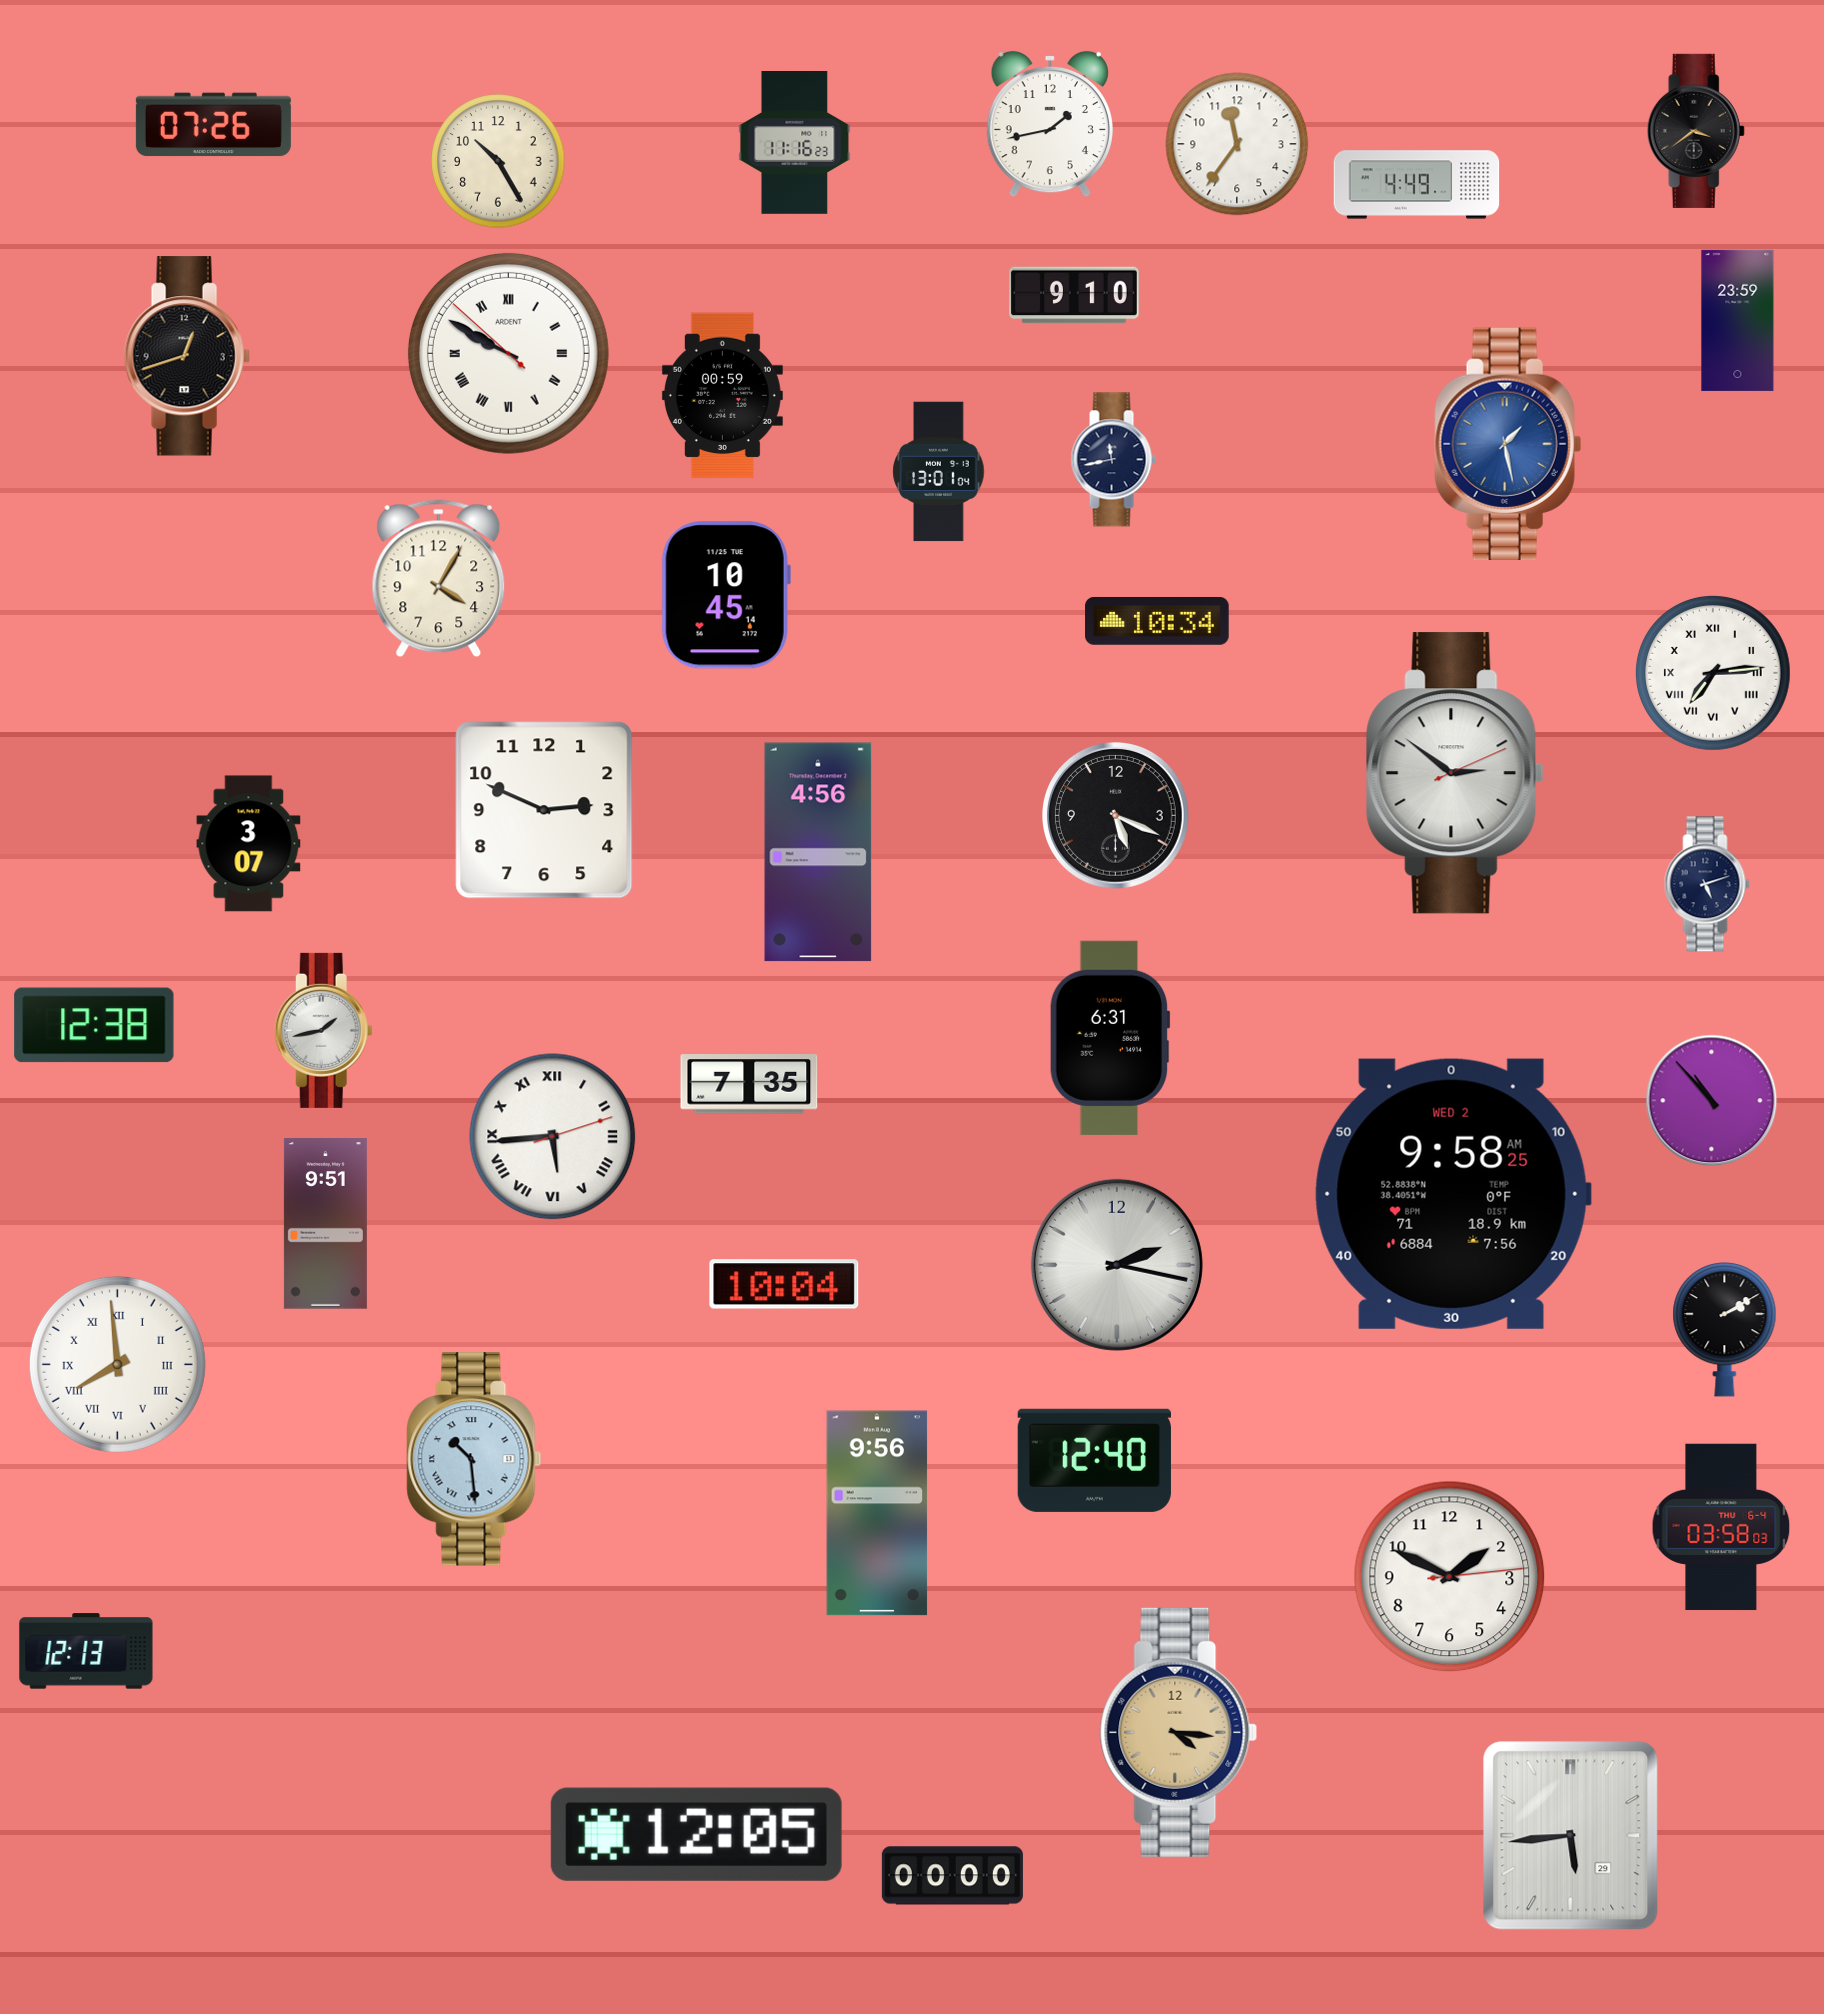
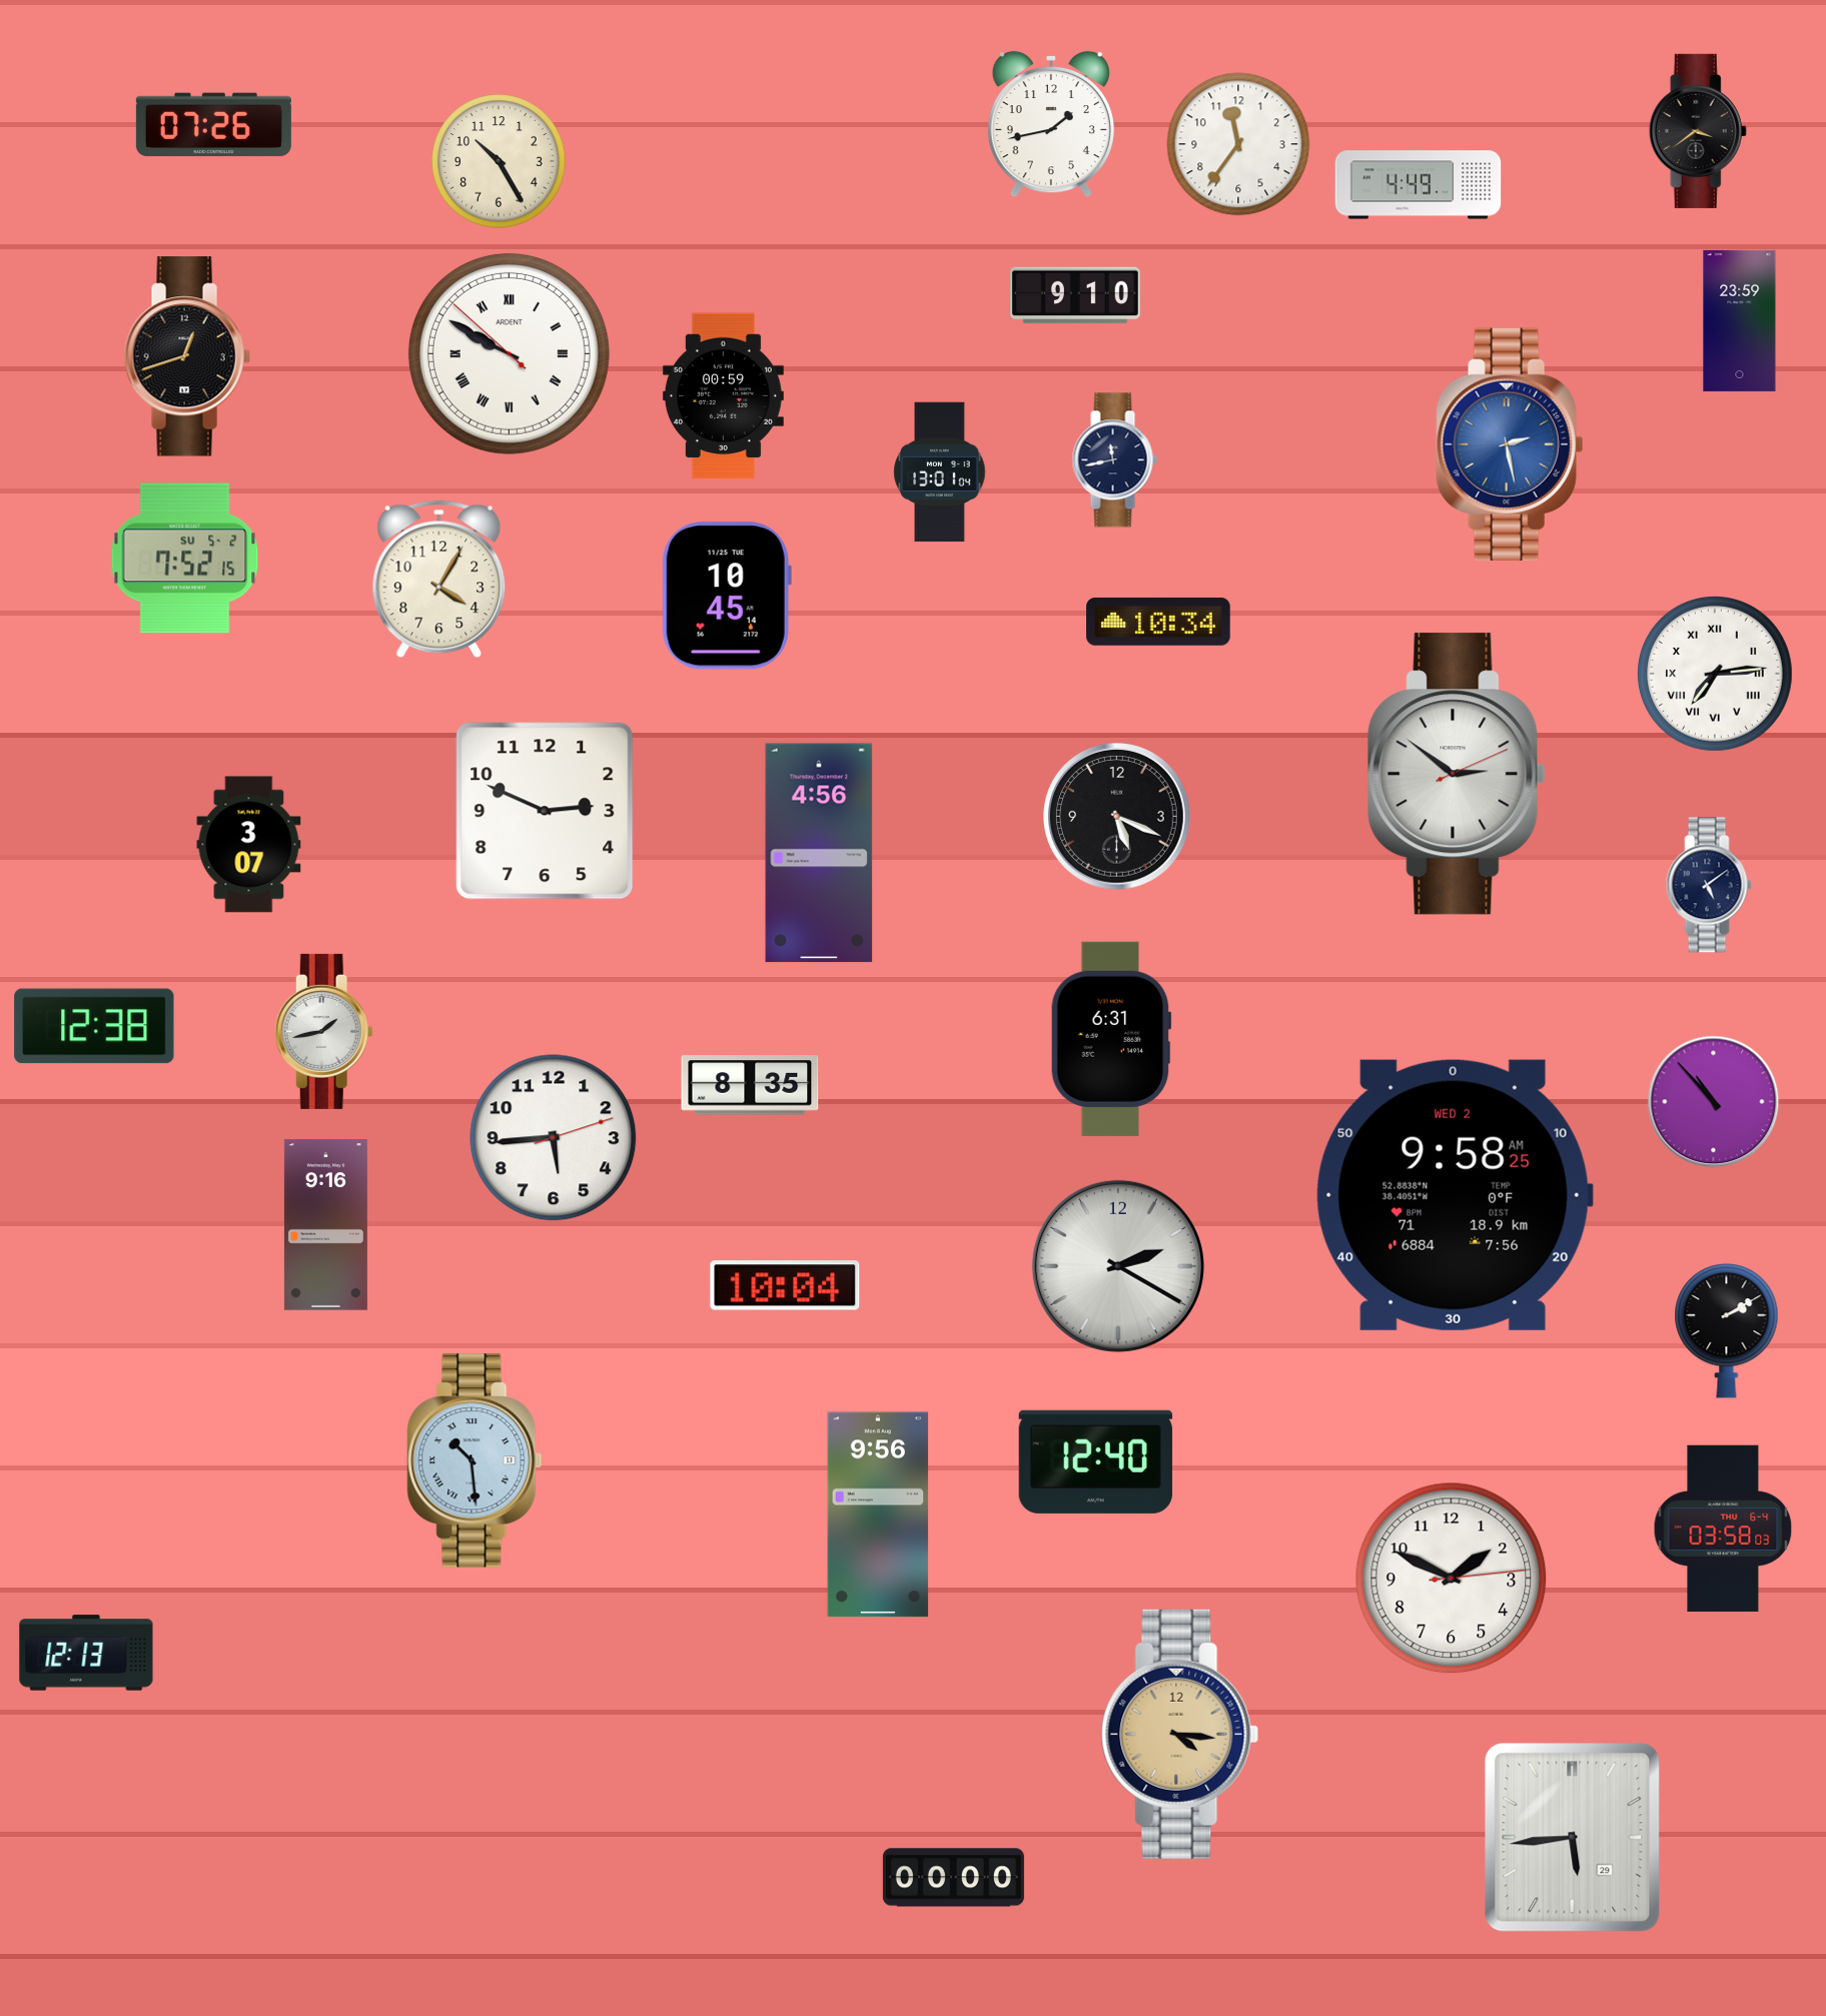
clock at (795, 143): 11:16 -> none
clock at (1508, 444): 1:28 -> 2:28
clock at (185, 559): none -> 7:52
clock at (1707, 884): 5:12 -> 5:09
clock at (749, 1084): 7:35 -> 8:35
clock at (553, 1137) numerals: Roman -> Arabic
clock at (325, 1224): 9:51 -> 9:16
clock at (1117, 1265): 2:17 -> 2:20
clock at (117, 1364): 7:59 -> none
clock at (696, 1834): 12:05 -> none
